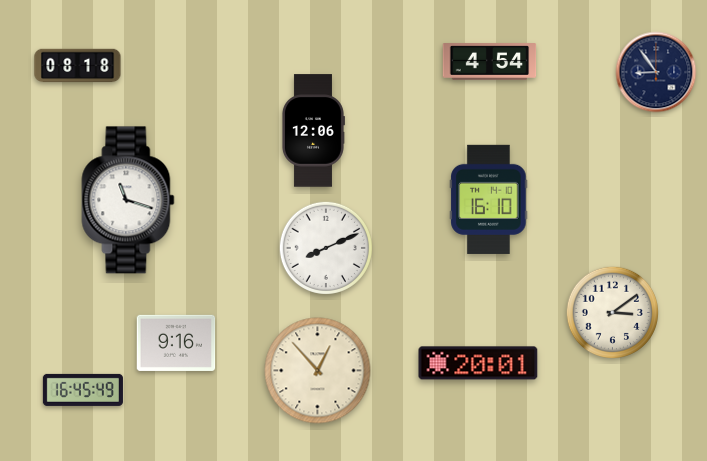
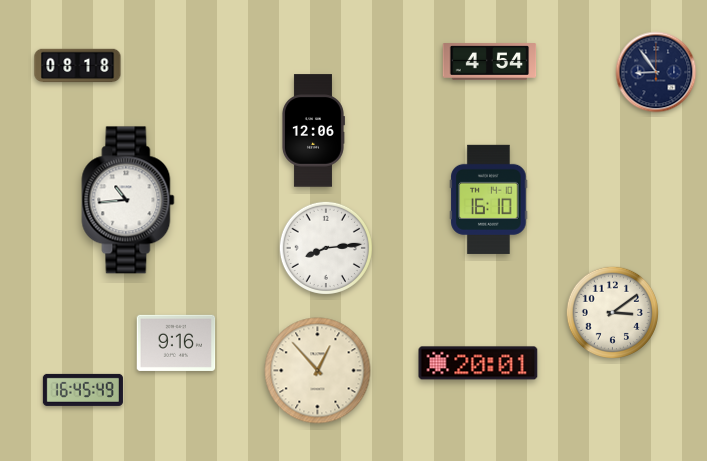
clock at (128, 200): 11:18 -> 10:44
clock at (326, 248): 8:11 -> 8:14
